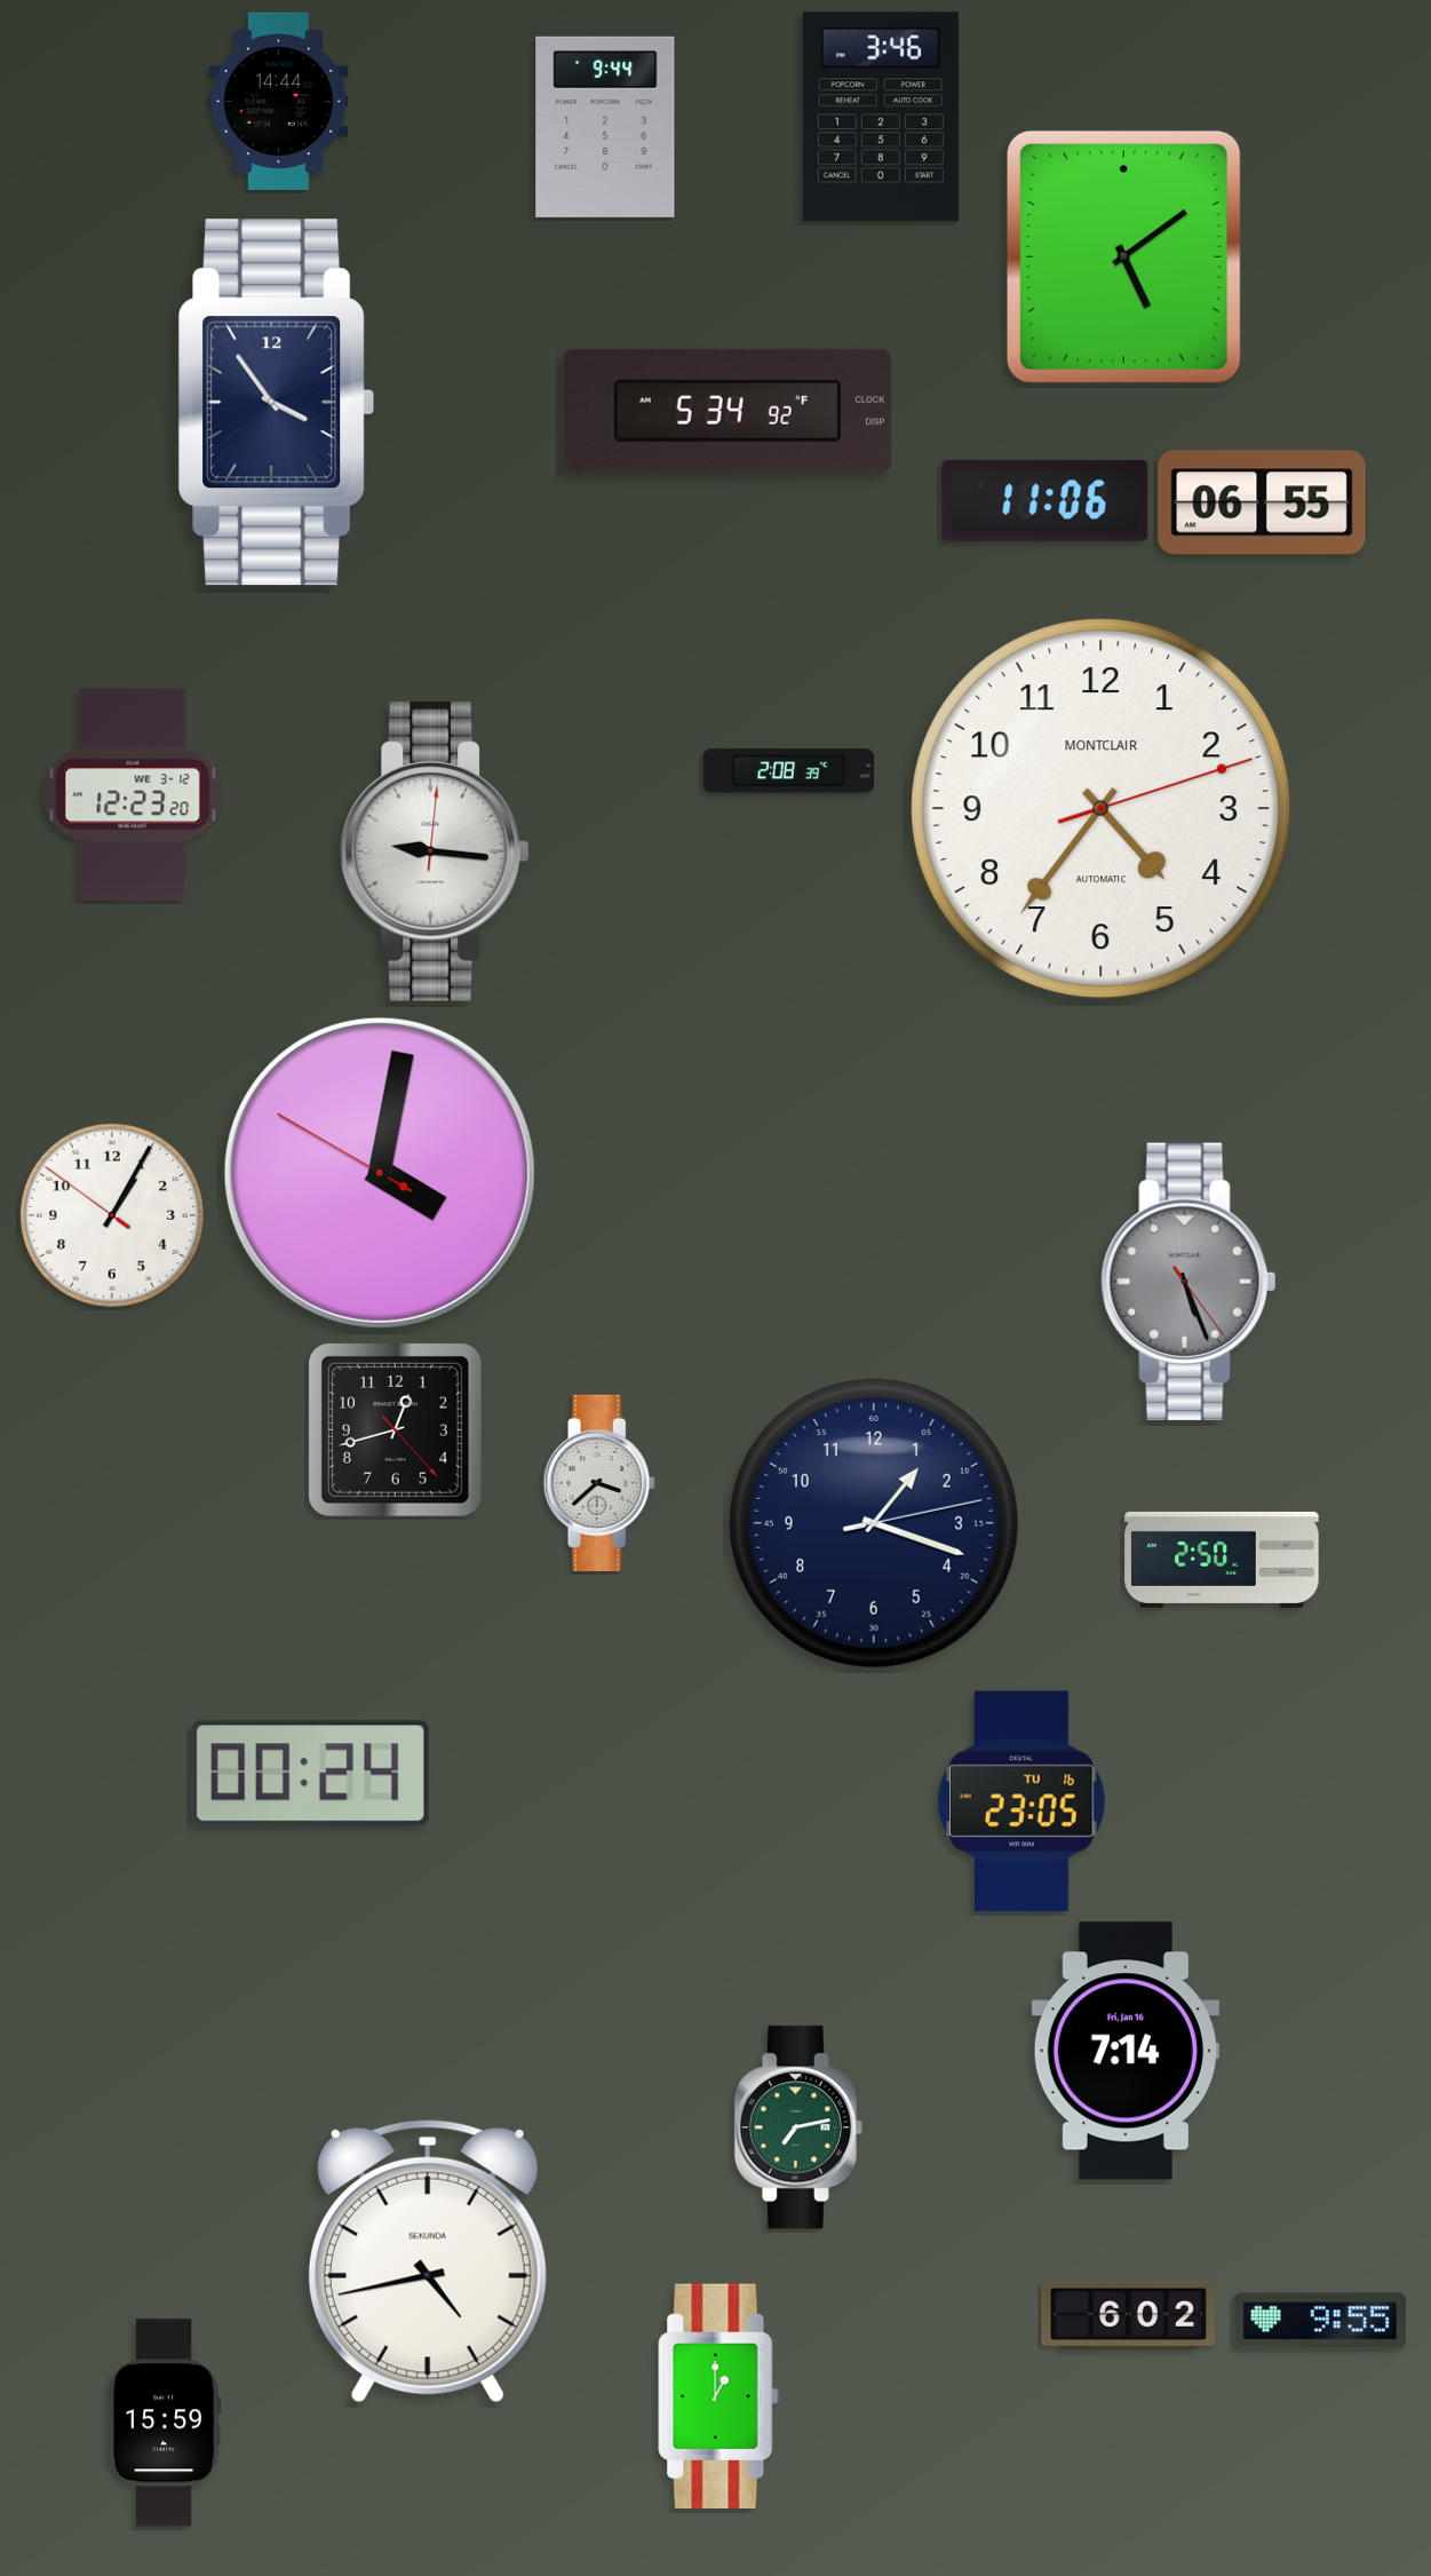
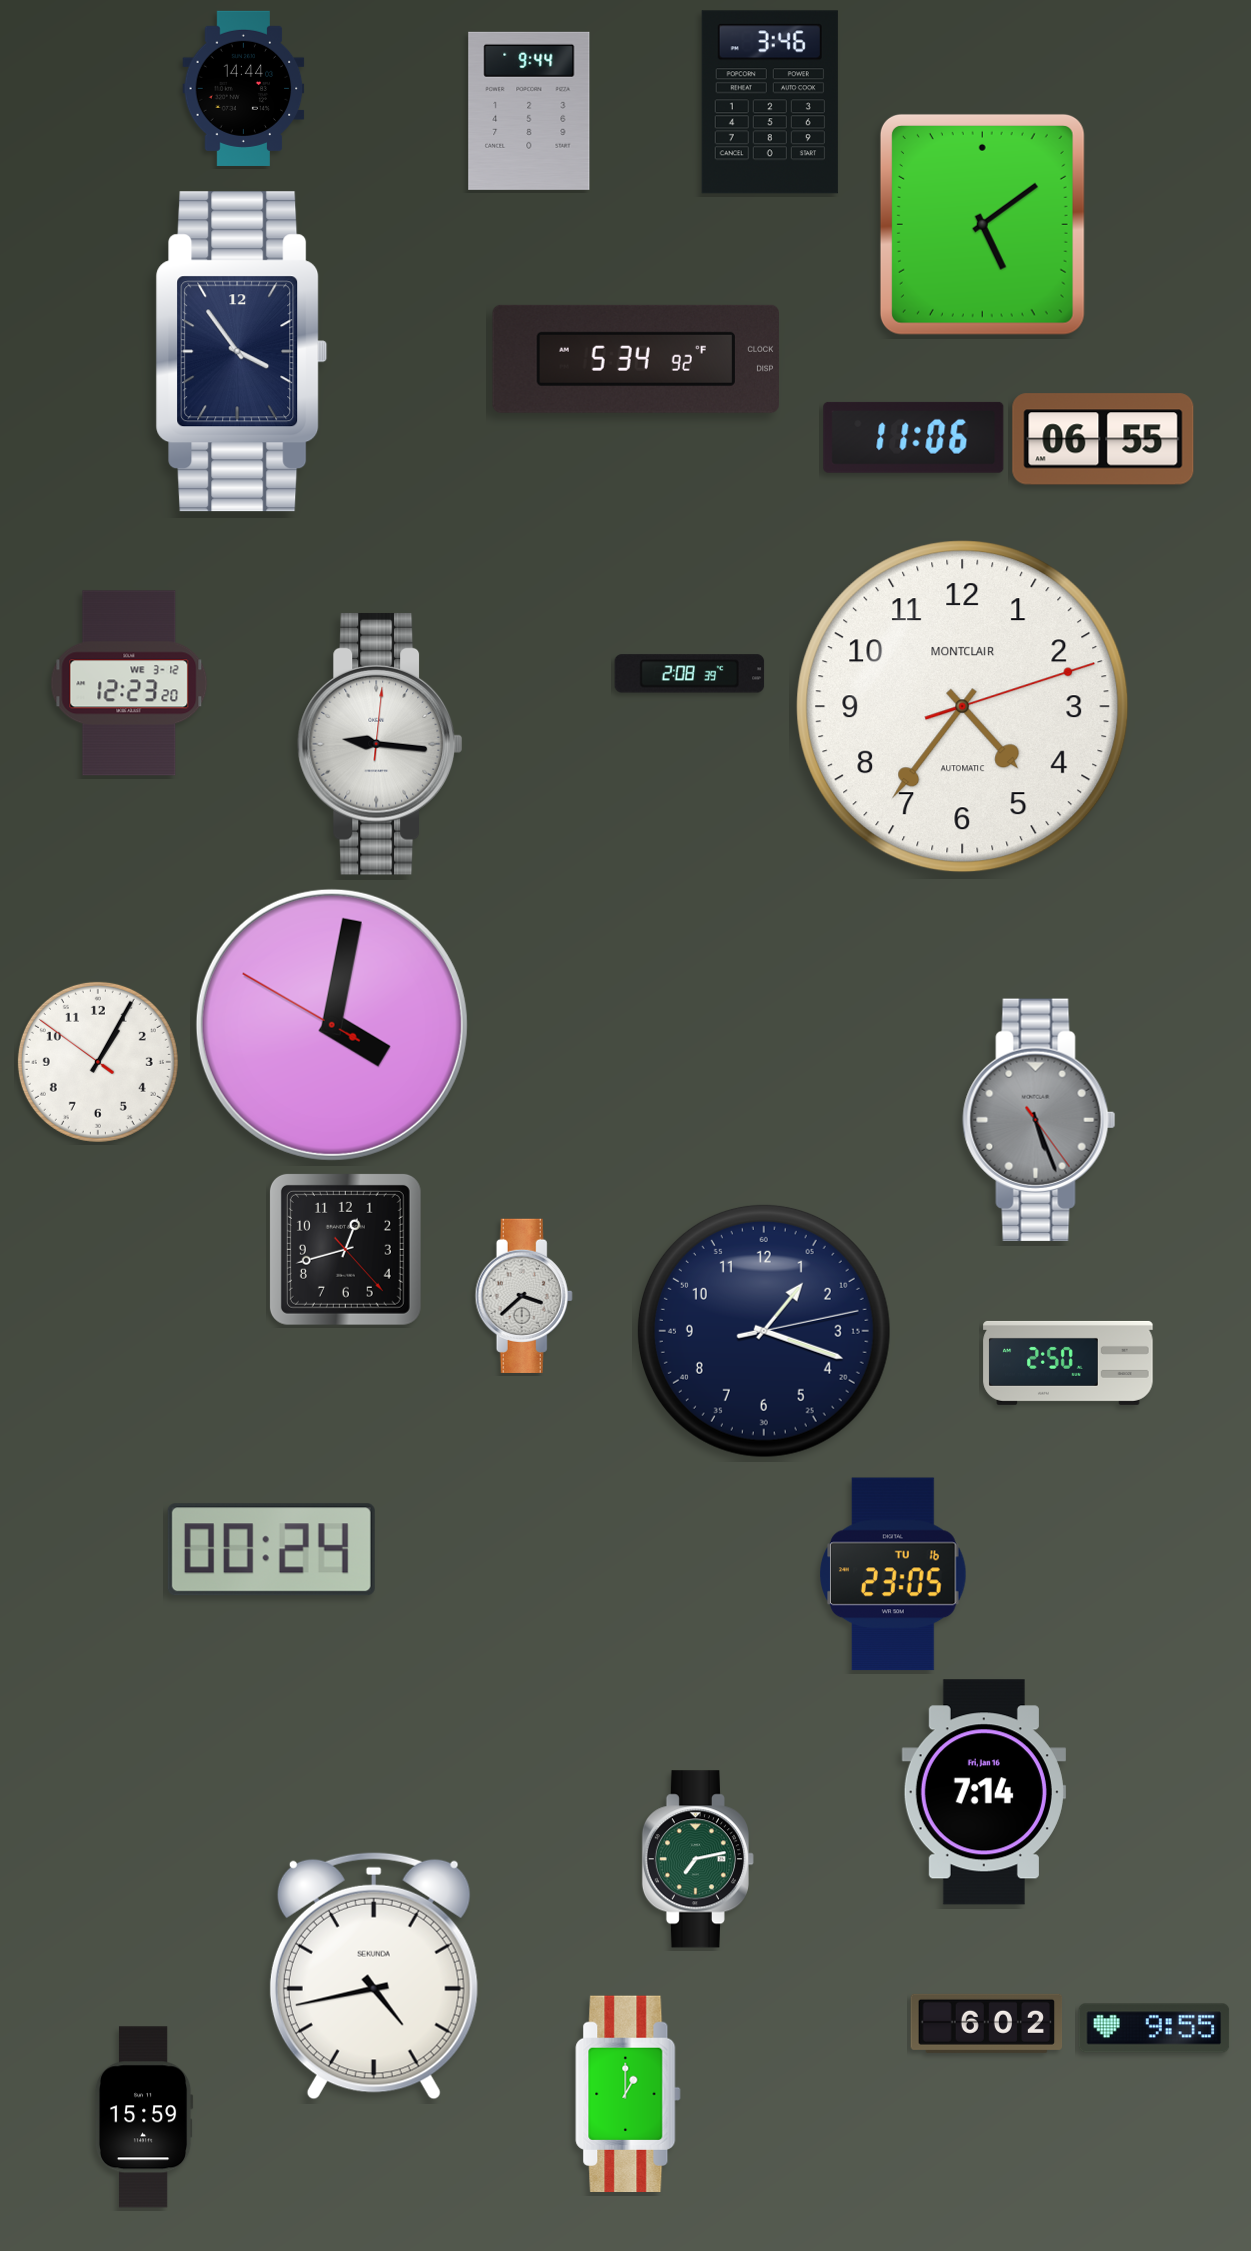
clock at (133, 794) position: (133, 794) -> (129, 683)
